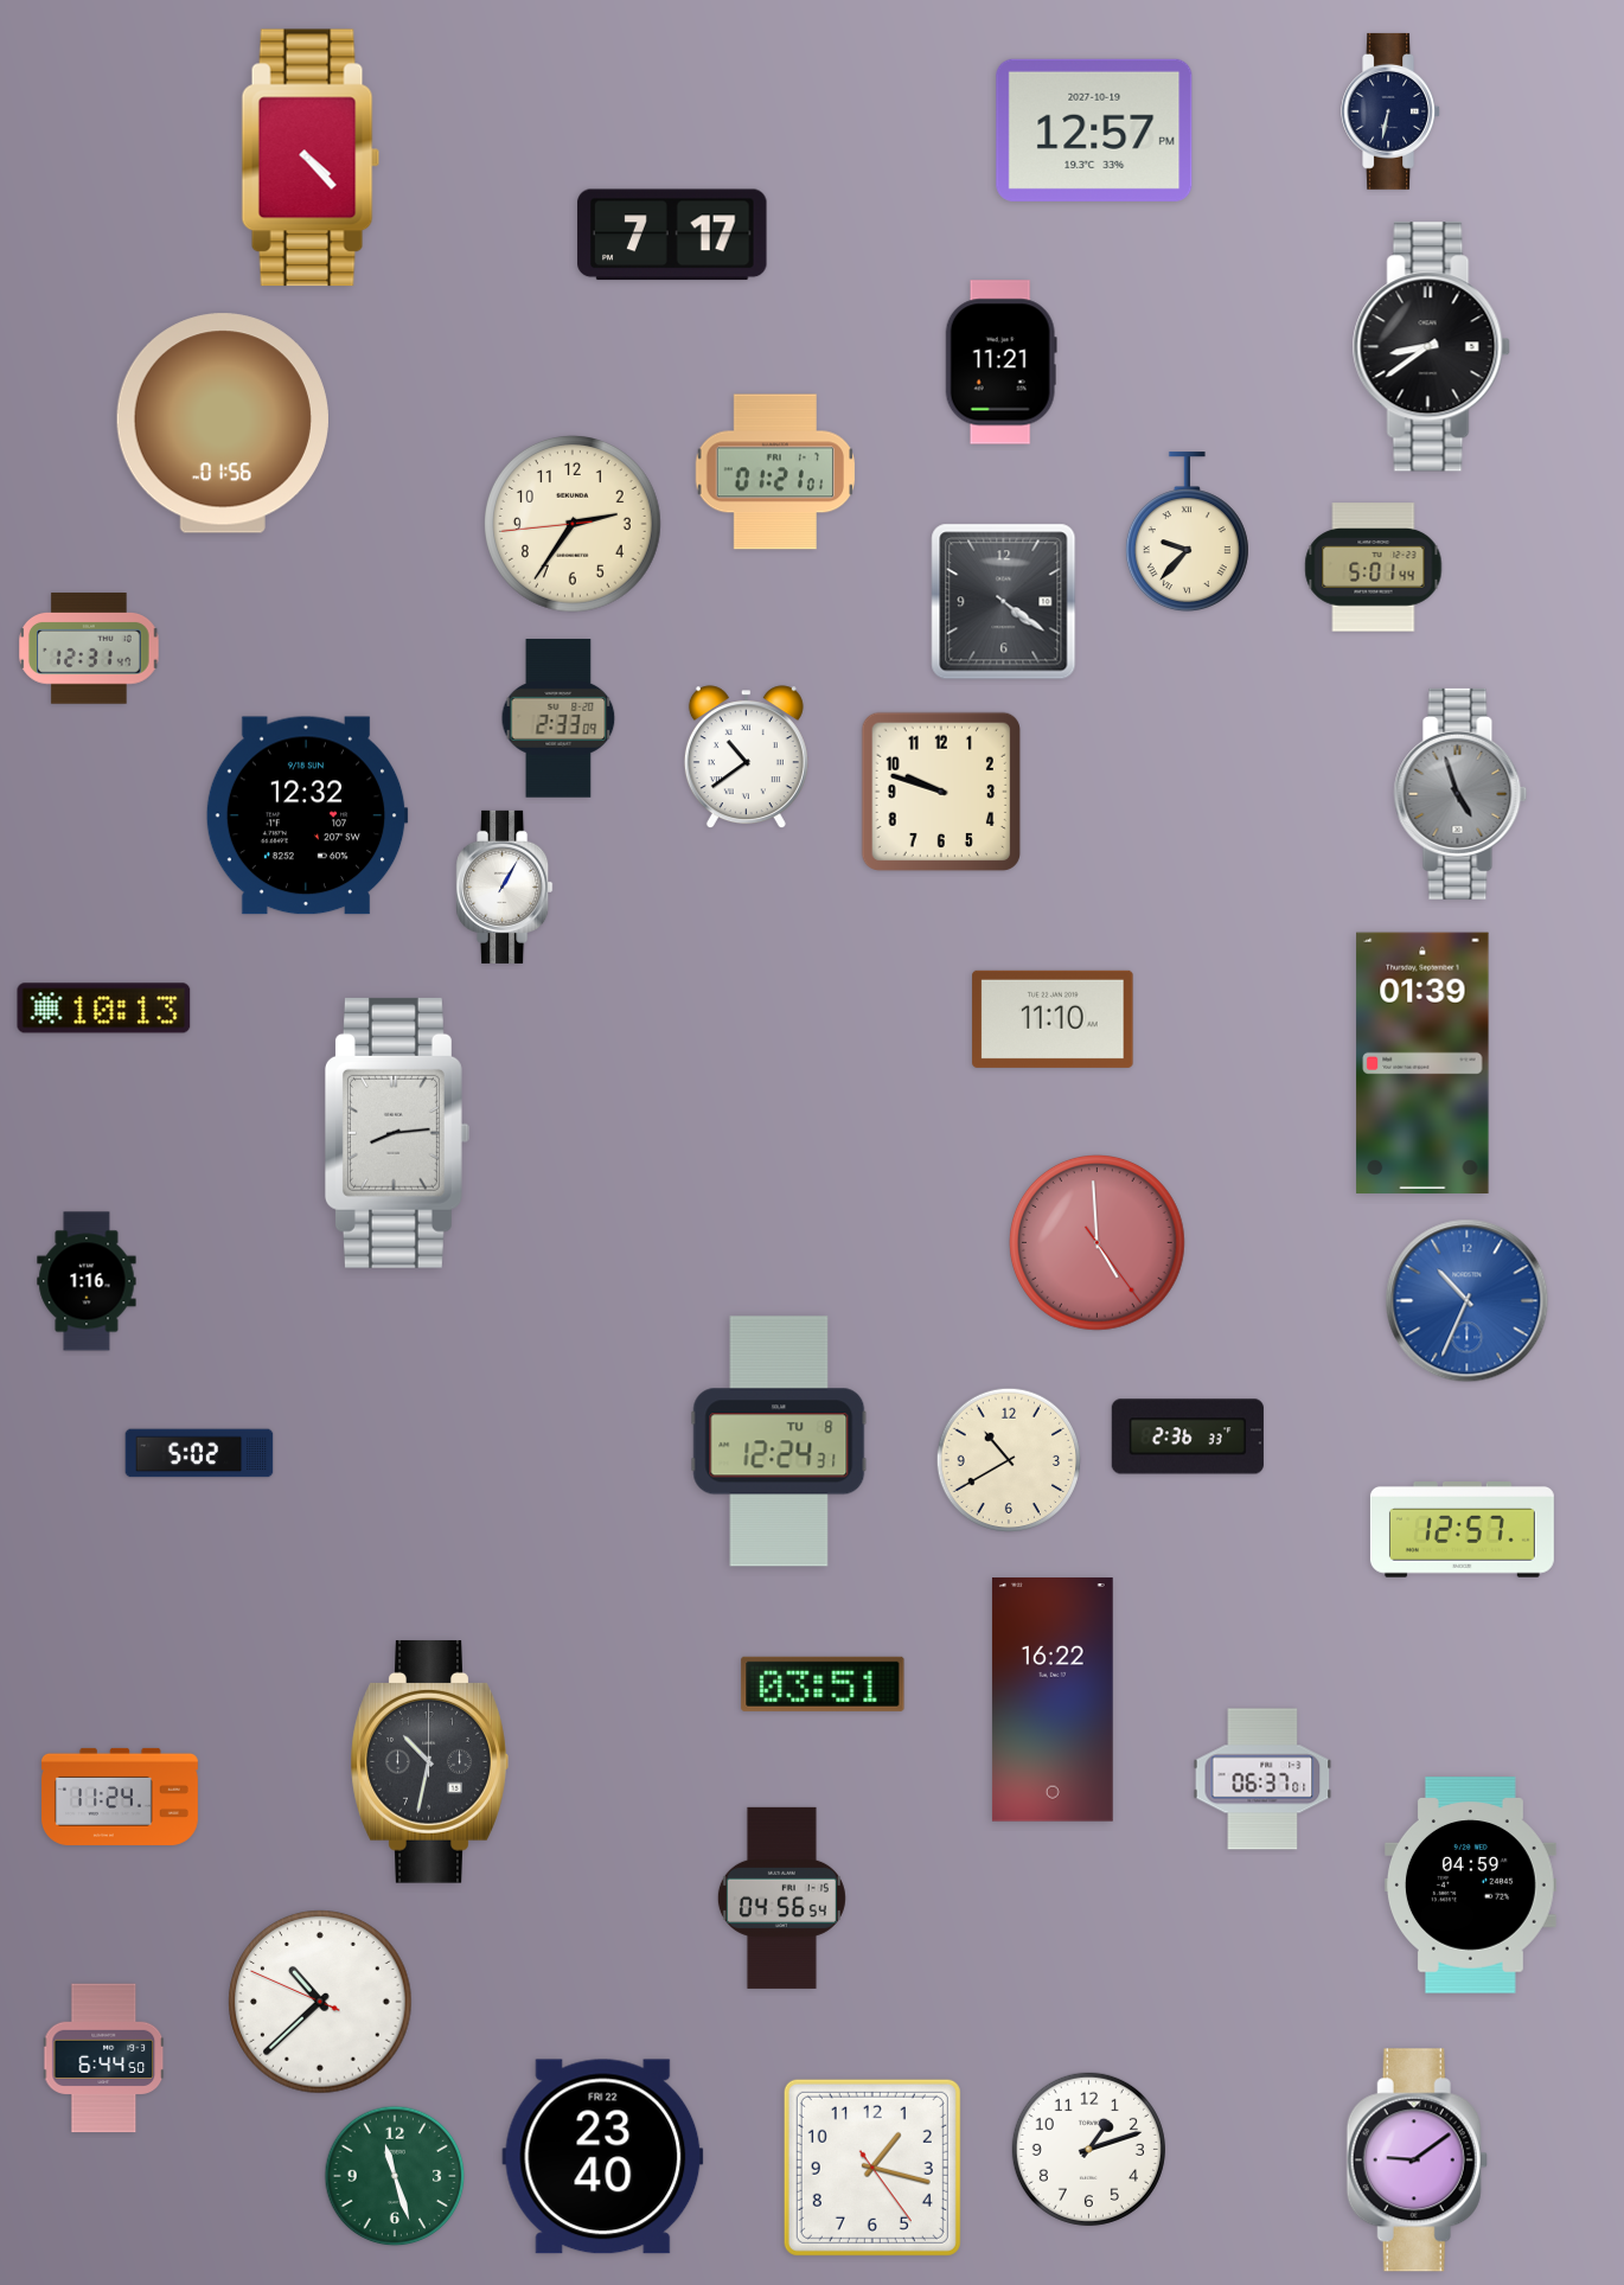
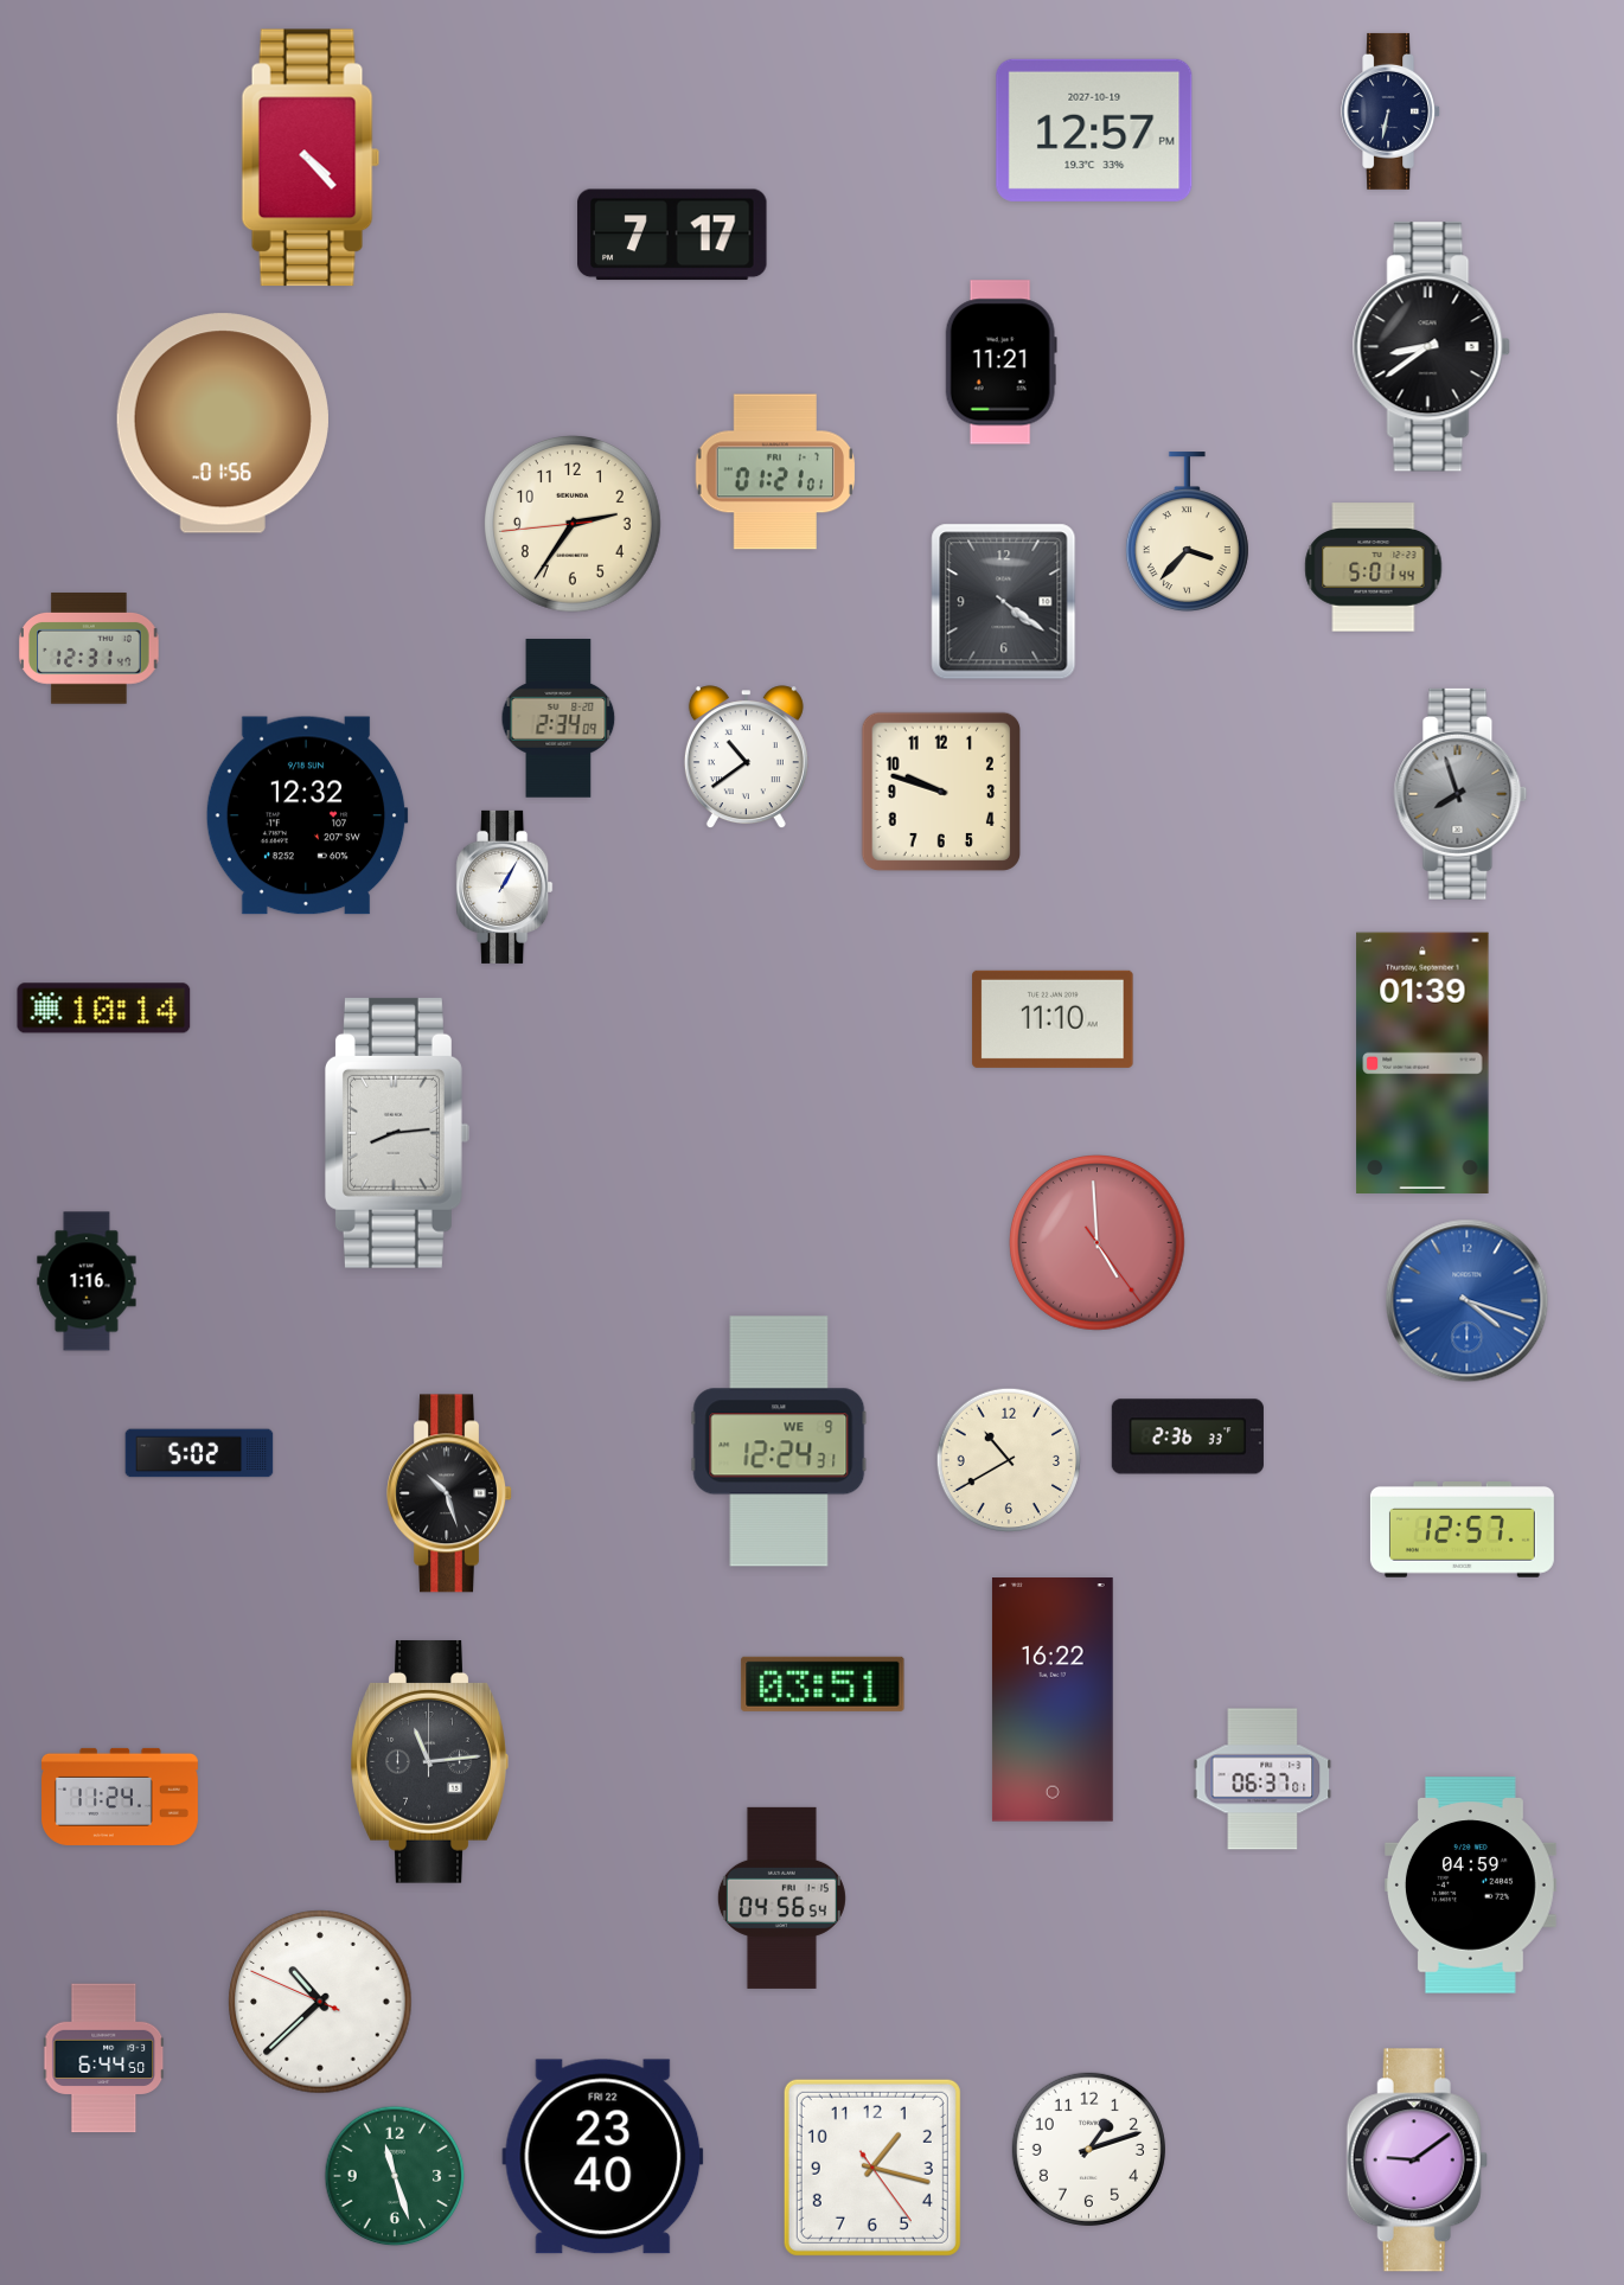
clock at (1187, 532): 9:37 -> 3:37
clock at (558, 718): 2:33 -> 2:34
clock at (1460, 794): 4:57 -> 7:57
clock at (104, 1009): 10:13 -> 10:14
clock at (1468, 1301): 10:34 -> 4:18
clock at (779, 1441) date: TU 8 -> WE 9
clock at (449, 1493): none -> 10:27
clock at (429, 1761): 10:32 -> 11:14
